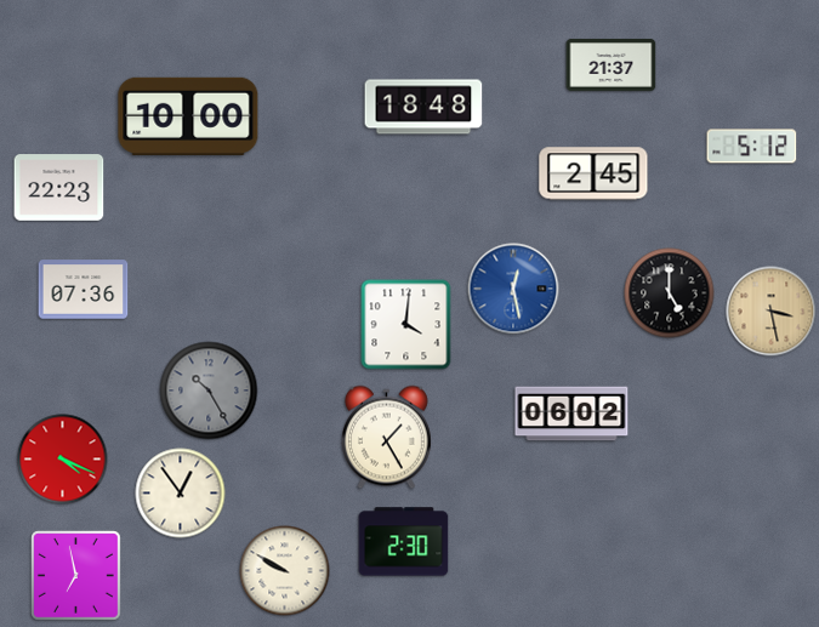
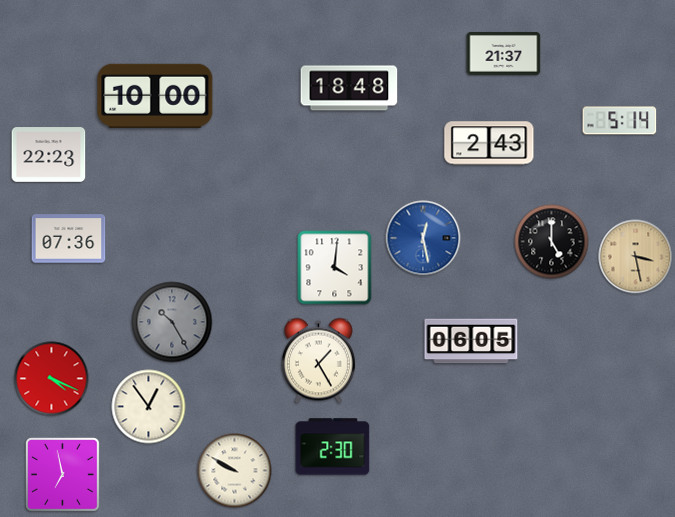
clock at (752, 147): 5:12 -> 5:14
clock at (593, 173): 2:45 -> 2:43
clock at (571, 414): 06:02 -> 06:05
